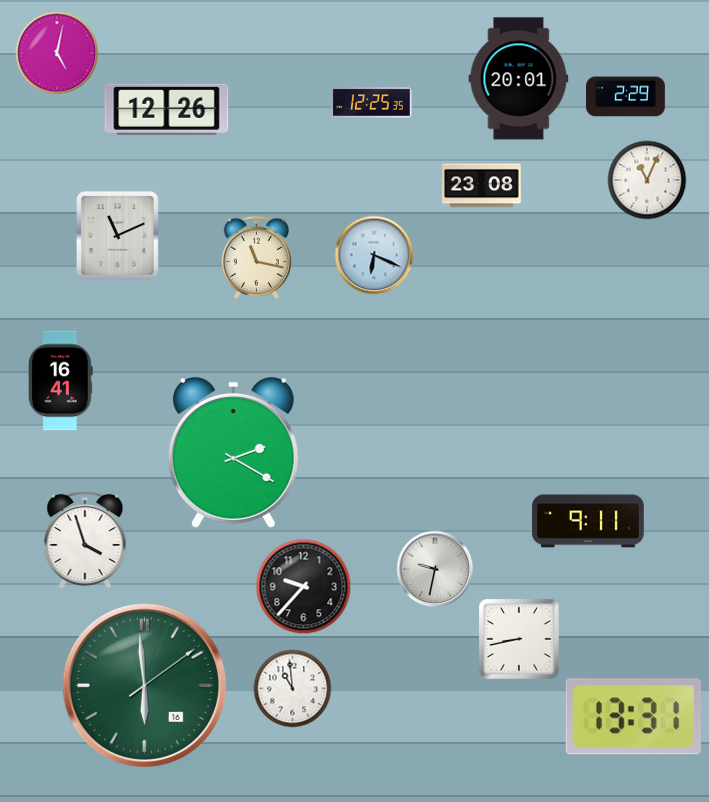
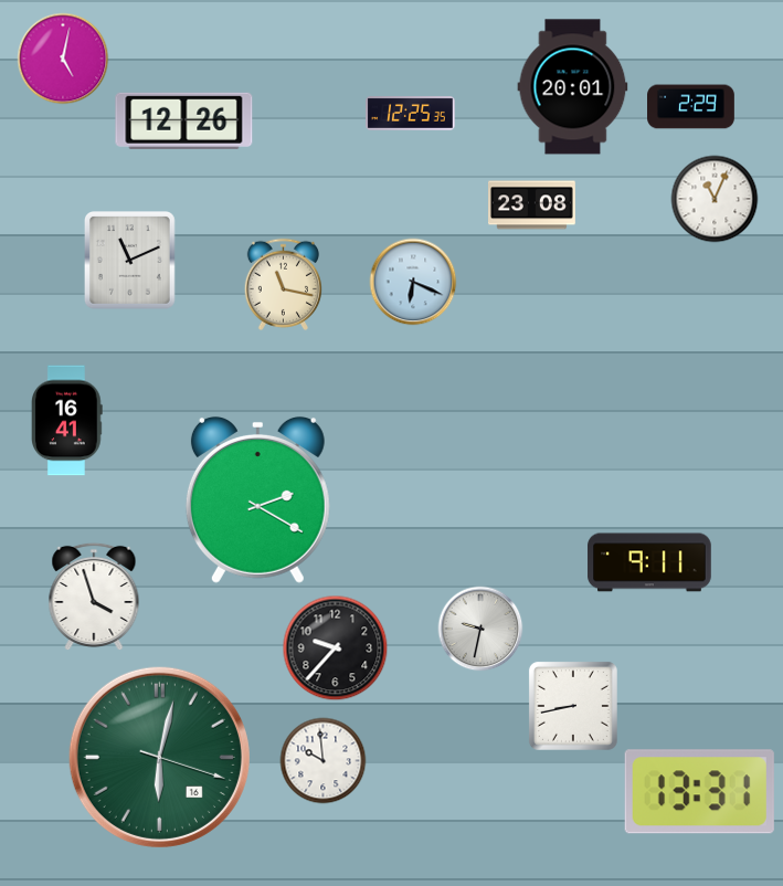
clock at (588, 521) position: (588, 521) -> (649, 562)
clock at (144, 685): 5:59 -> 6:02
clock at (293, 689): 10:59 -> 9:59
